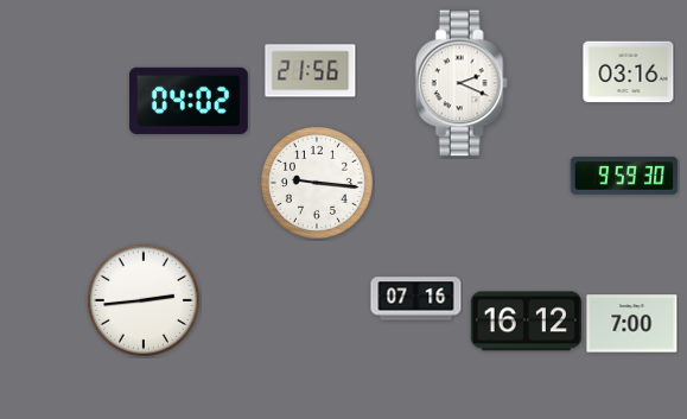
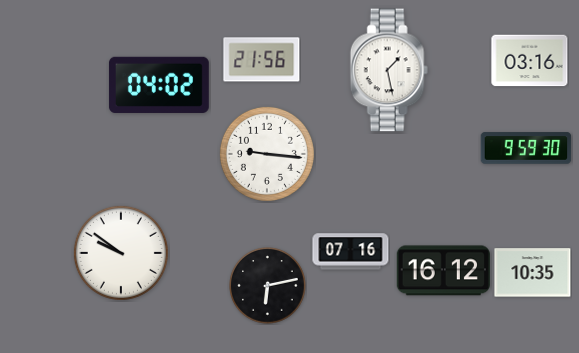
clock at (462, 83): 2:19 -> 1:28
clock at (144, 300): 2:44 -> 9:51
clock at (632, 324): 7:00 -> 10:35
clock at (268, 286): none -> 6:13
